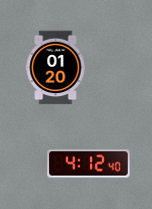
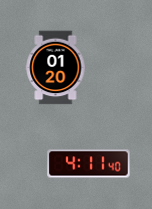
clock at (89, 164): 4:12 -> 4:11
